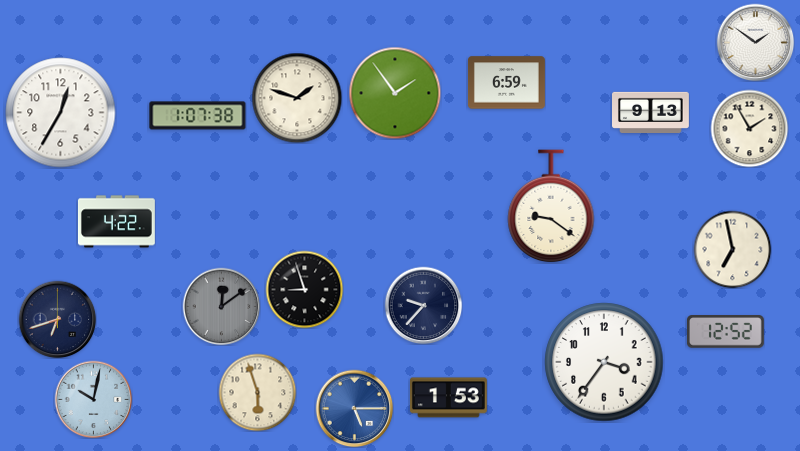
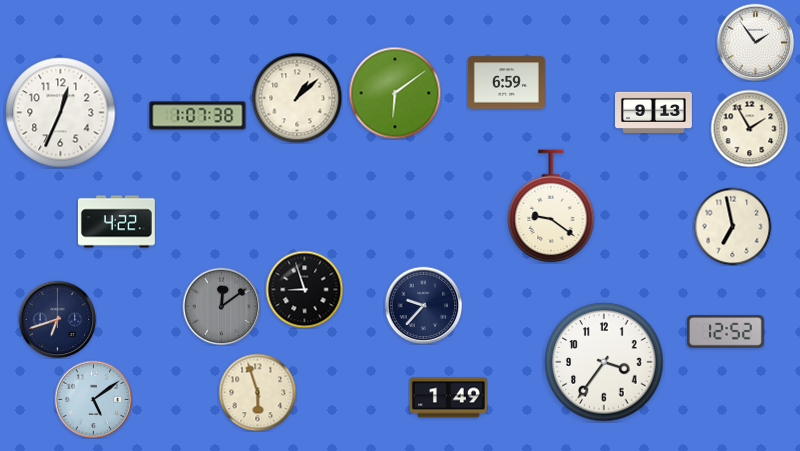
clock at (755, 42): 1:51 -> 1:54
clock at (395, 93): 1:54 -> 6:09
clock at (297, 98): 1:48 -> 1:08
clock at (651, 112) position: (651, 112) -> (654, 112)
clock at (61, 113): 12:35 -> 12:34
clock at (732, 249) position: (732, 249) -> (732, 226)
clock at (448, 398): 1:53 -> 1:49
clock at (93, 399): 10:02 -> 5:09
clock at (354, 408): 5:15 -> none
